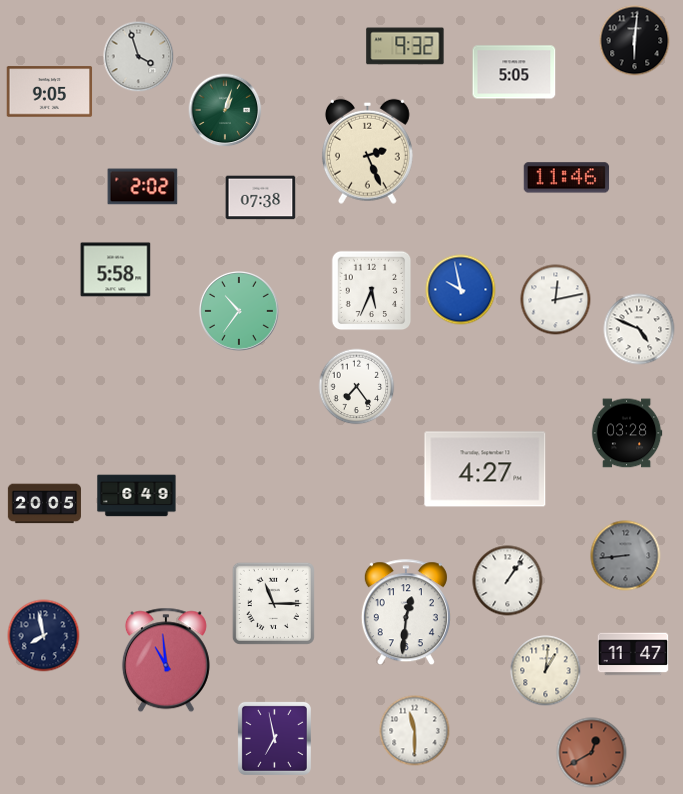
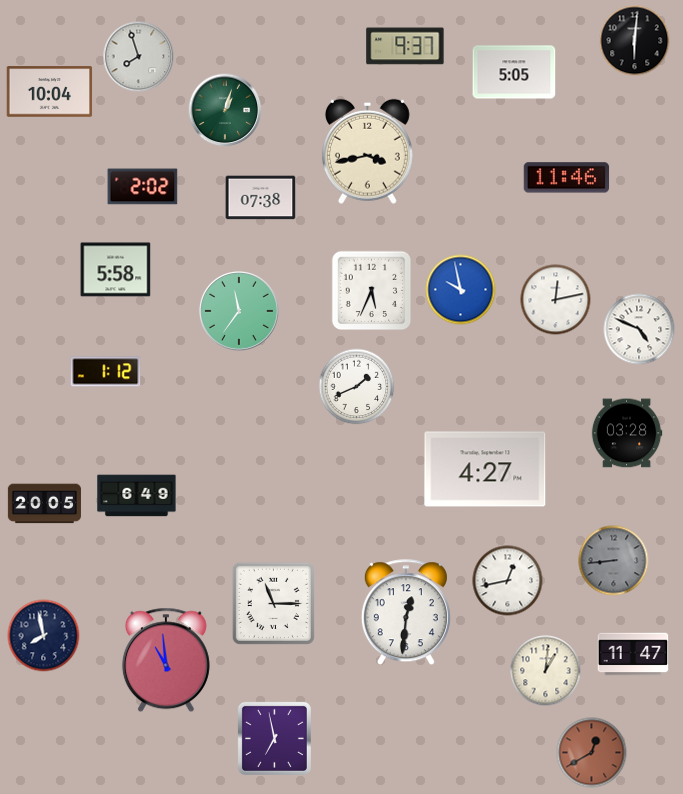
clock at (405, 46): 9:32 -> 9:37
clock at (139, 57): 3:57 -> 7:57
clock at (50, 92): 9:05 -> 10:04
clock at (367, 151): 2:26 -> 3:43
clock at (239, 311): 10:36 -> 11:36
clock at (106, 372): none -> 1:12
clock at (357, 387): 7:24 -> 1:41
clock at (626, 556) position: (626, 556) -> (614, 561)
clock at (508, 581): 1:06 -> 12:43
clock at (415, 731): 11:30 -> none
